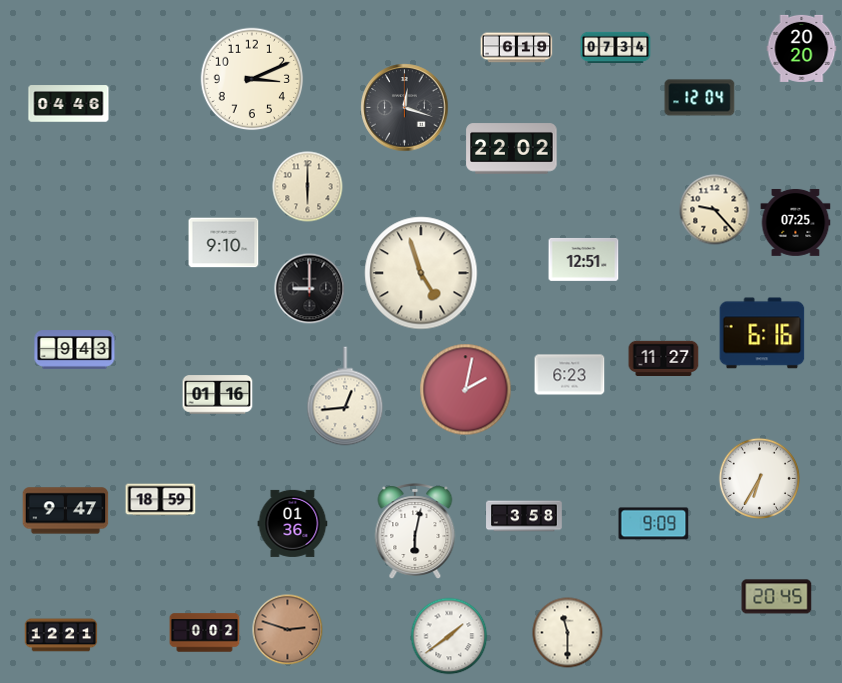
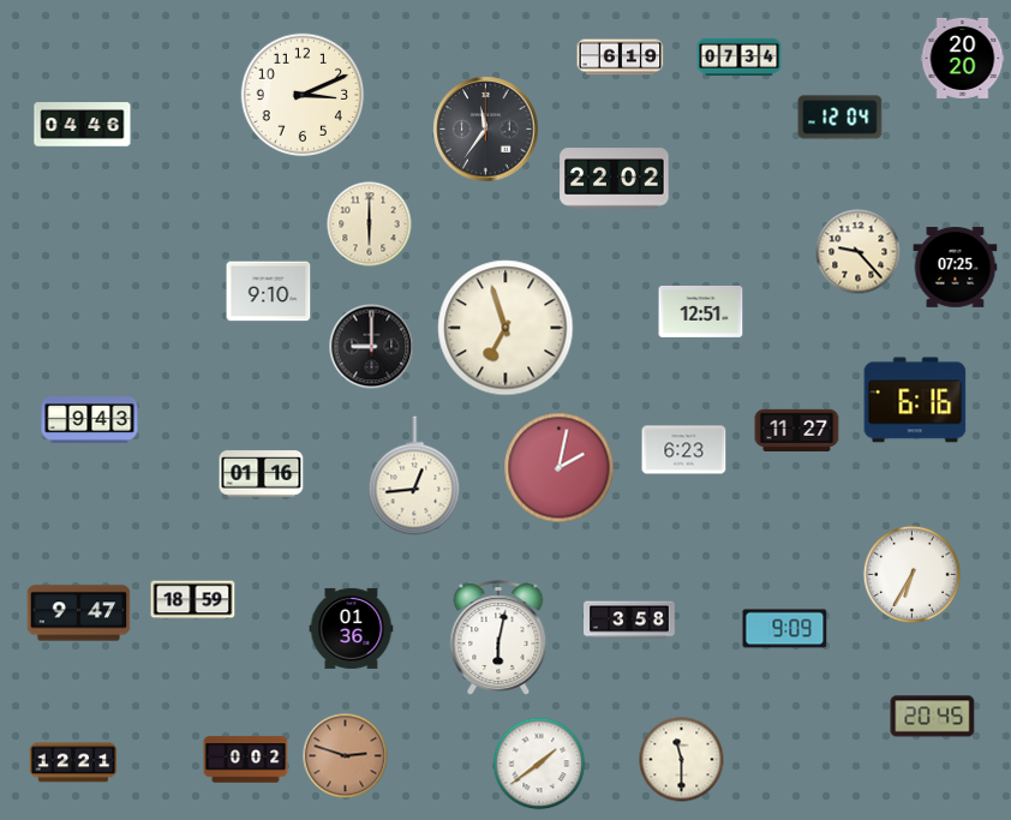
clock at (405, 108): 12:18 -> 11:36
clock at (421, 273): 4:57 -> 6:57
